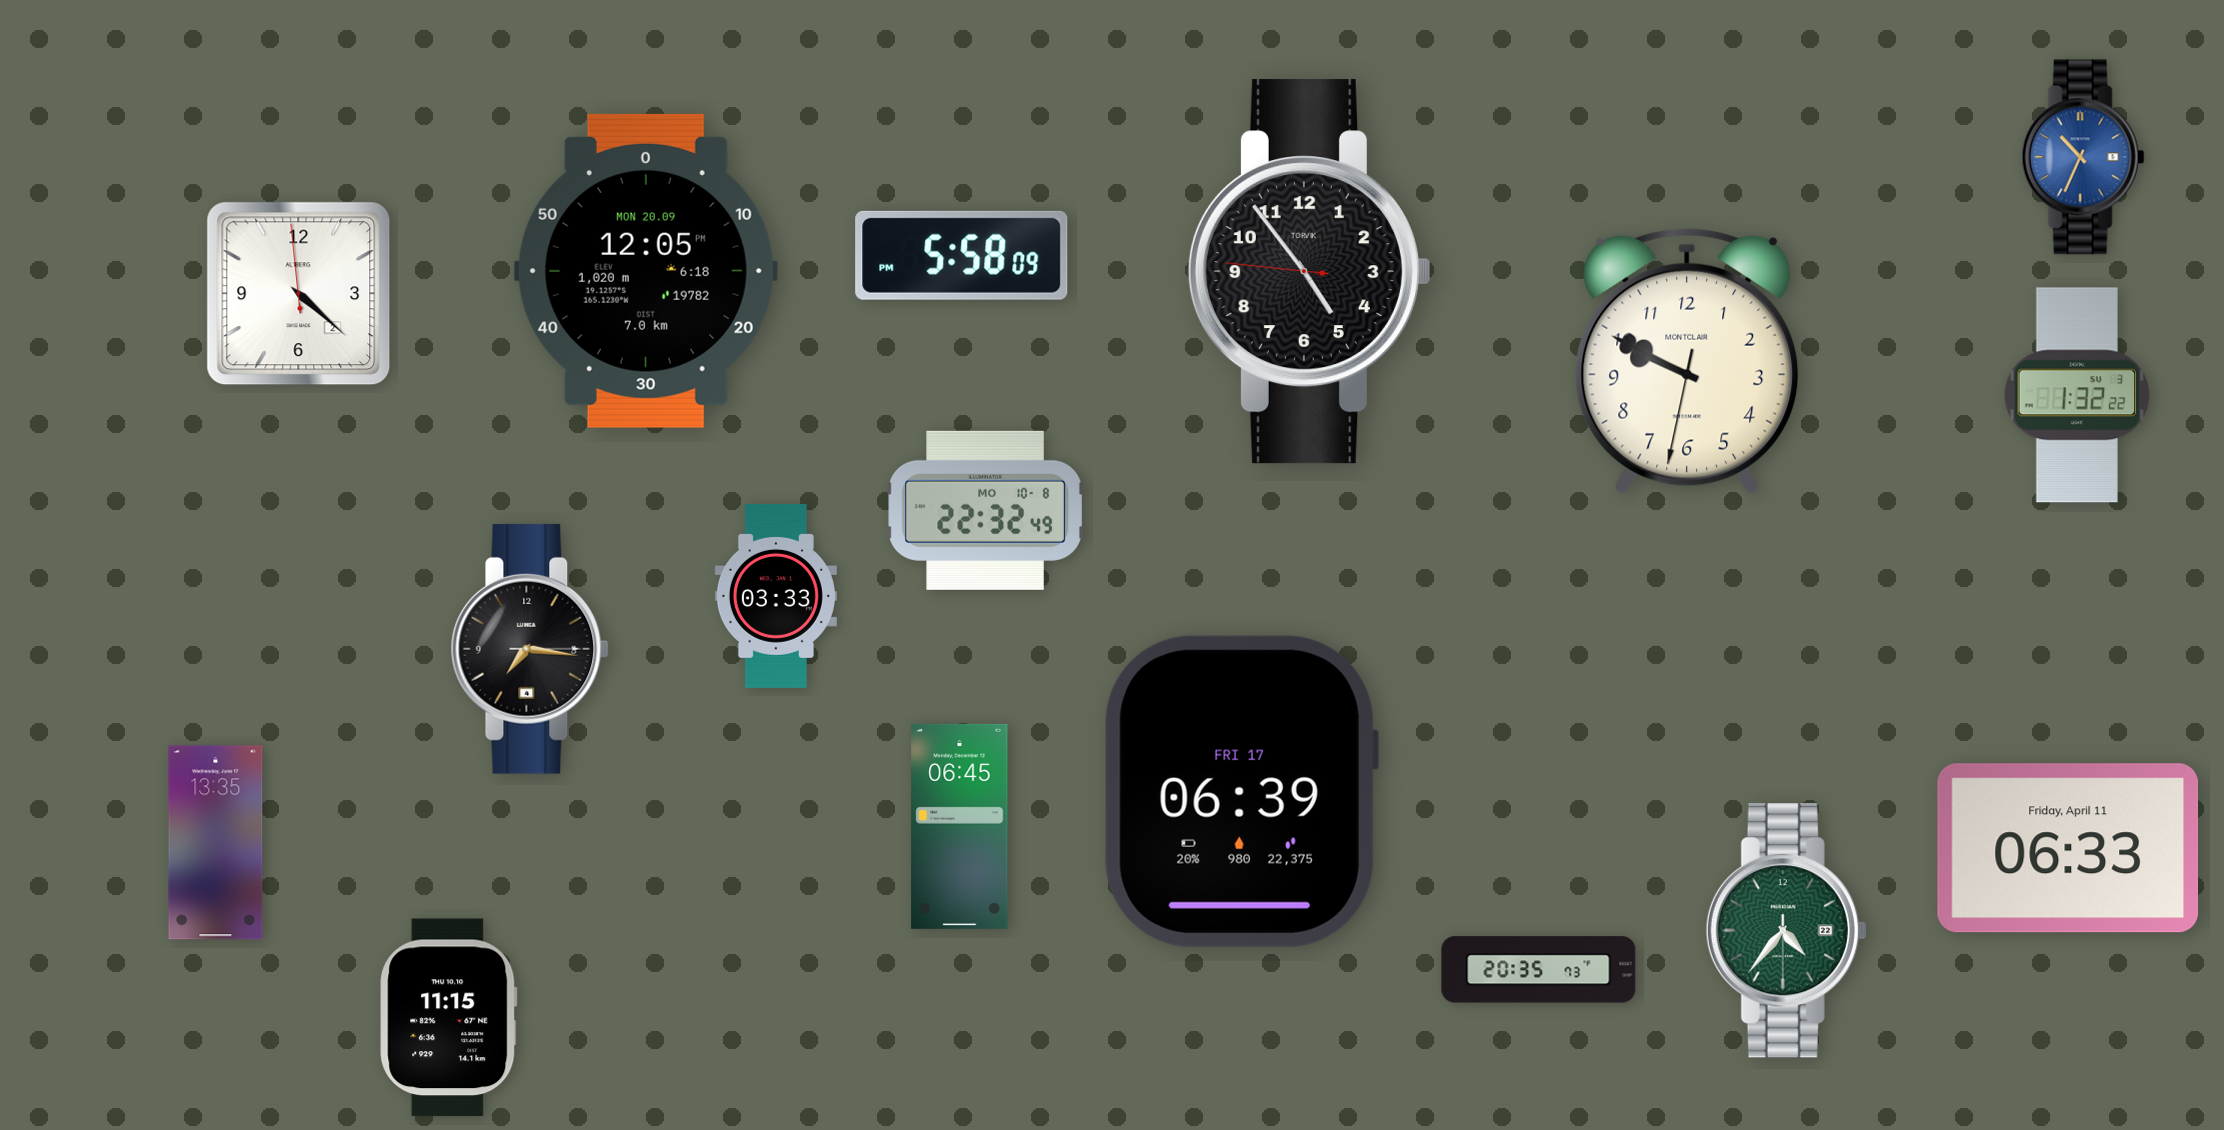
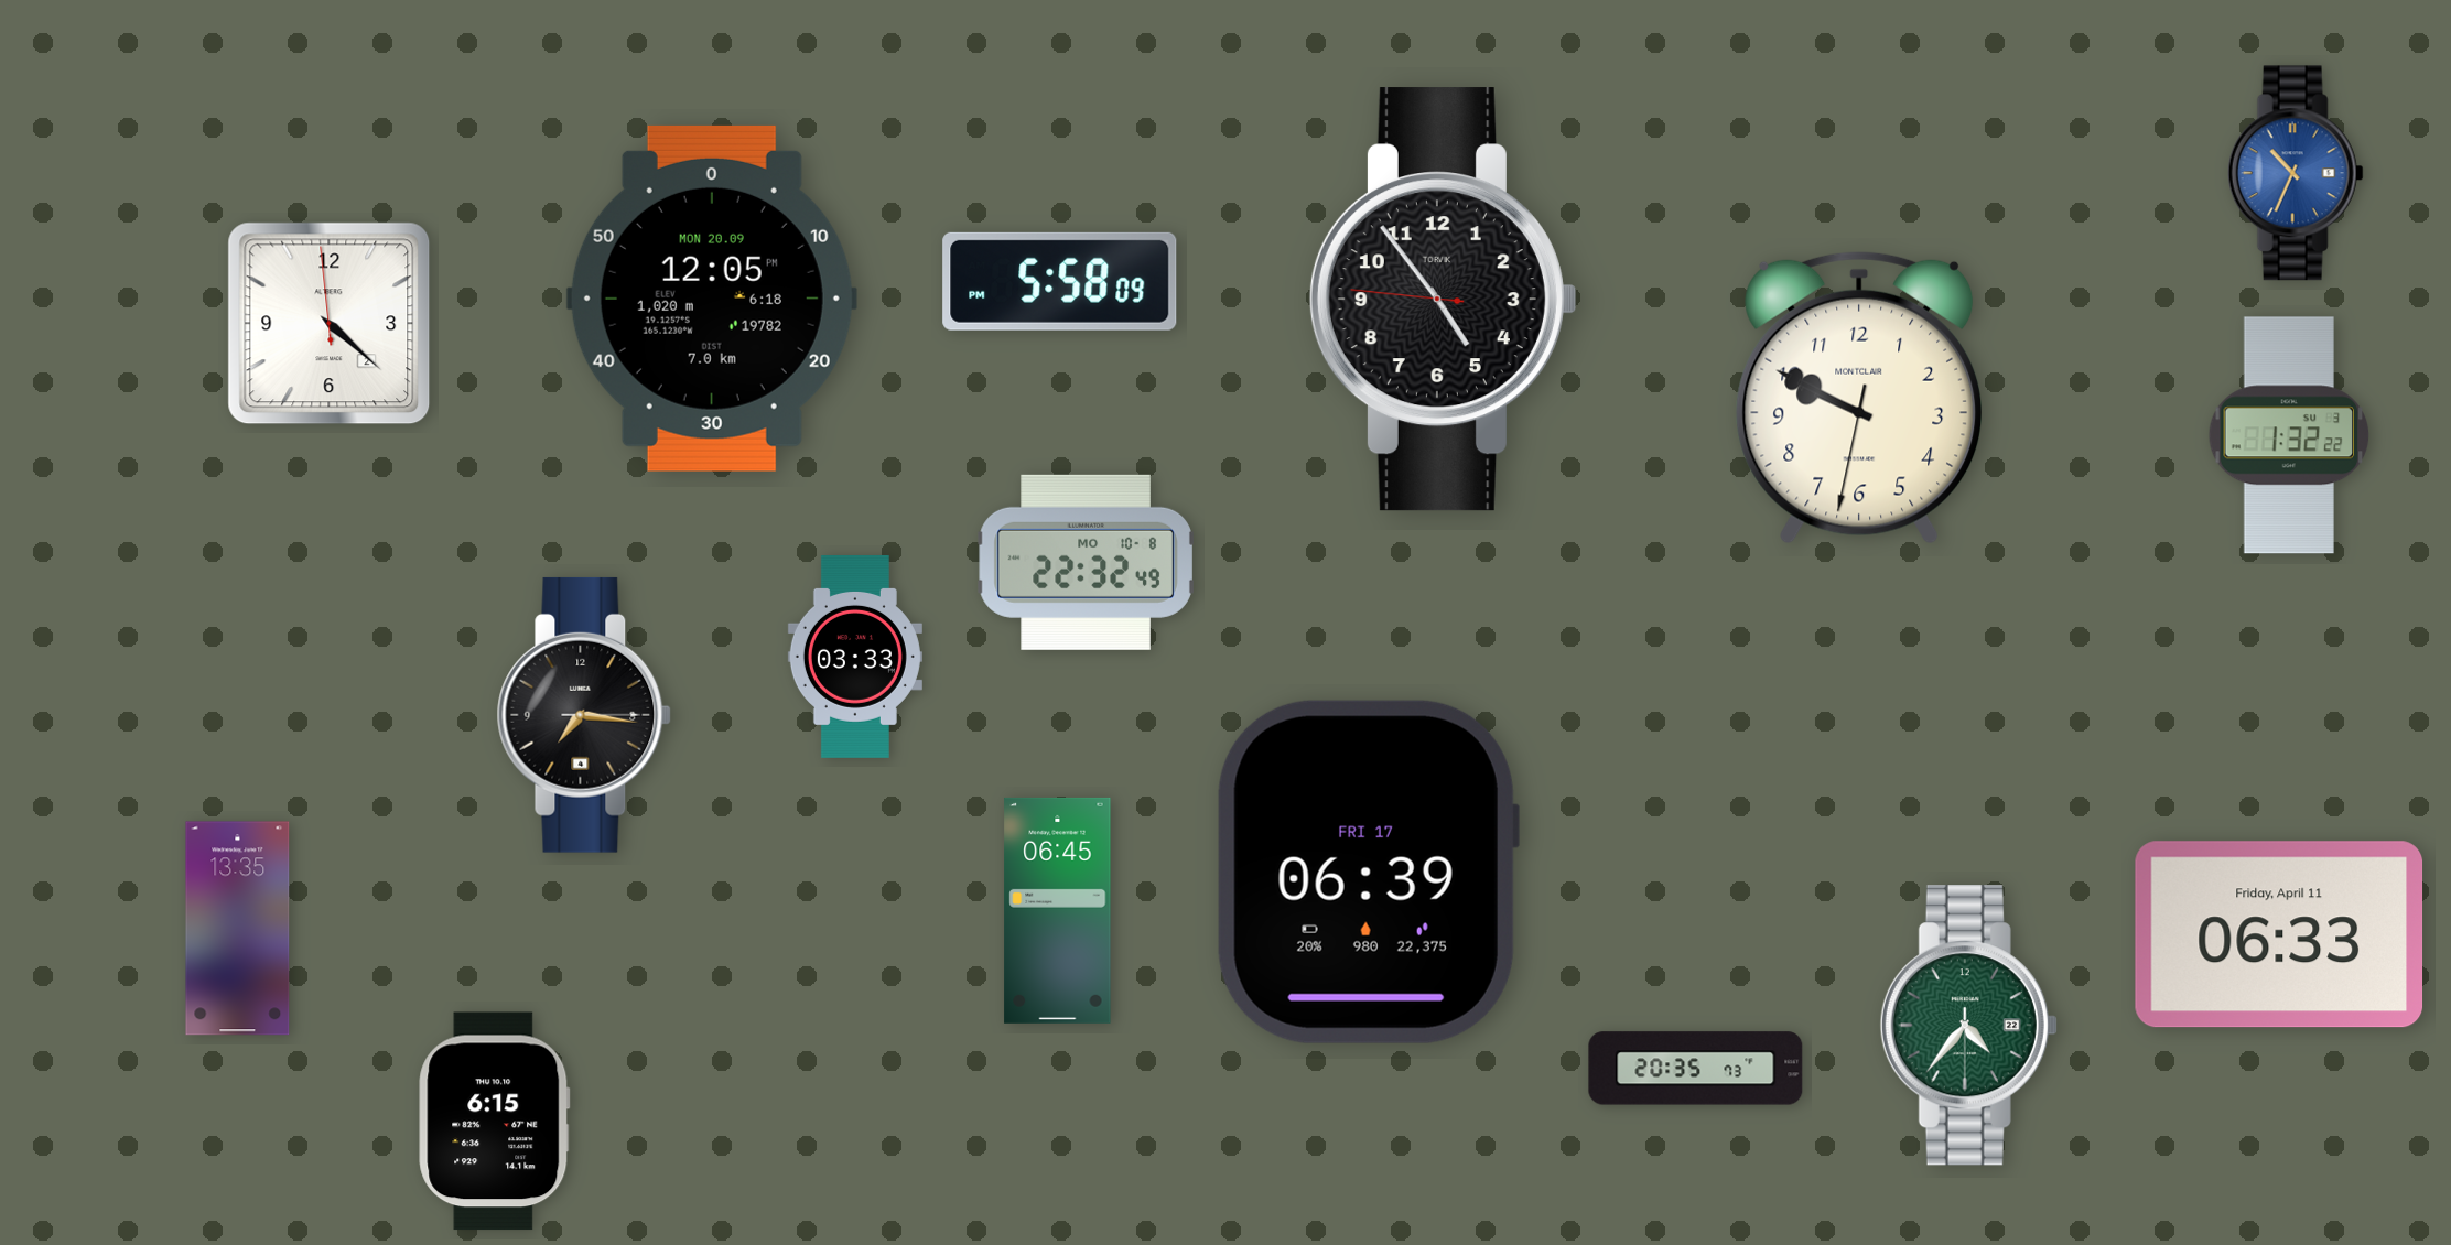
clock at (449, 1018): 11:15 -> 6:15
